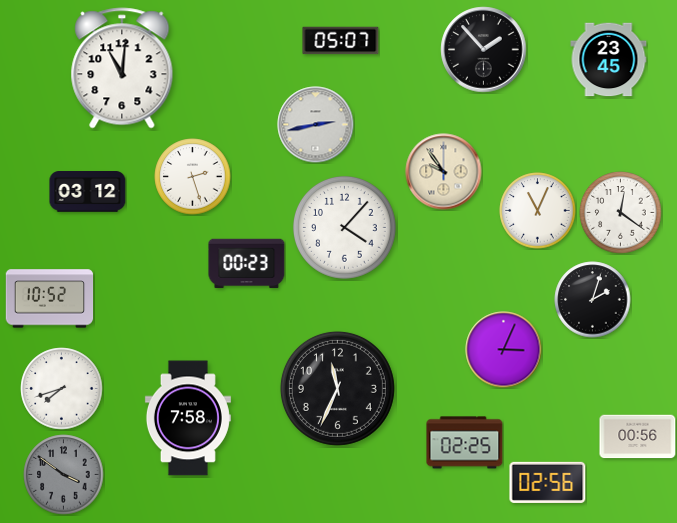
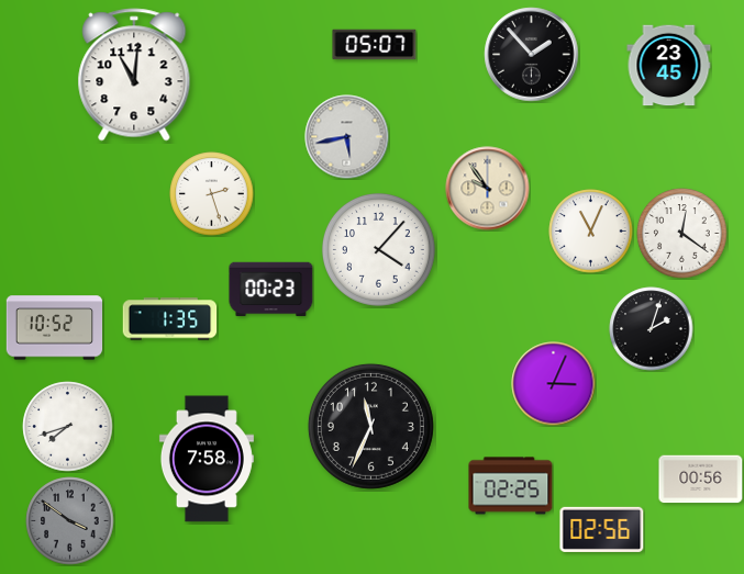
clock at (316, 125): 2:43 -> 5:43
clock at (88, 192): 03:12 -> none
clock at (170, 319): none -> 1:35
